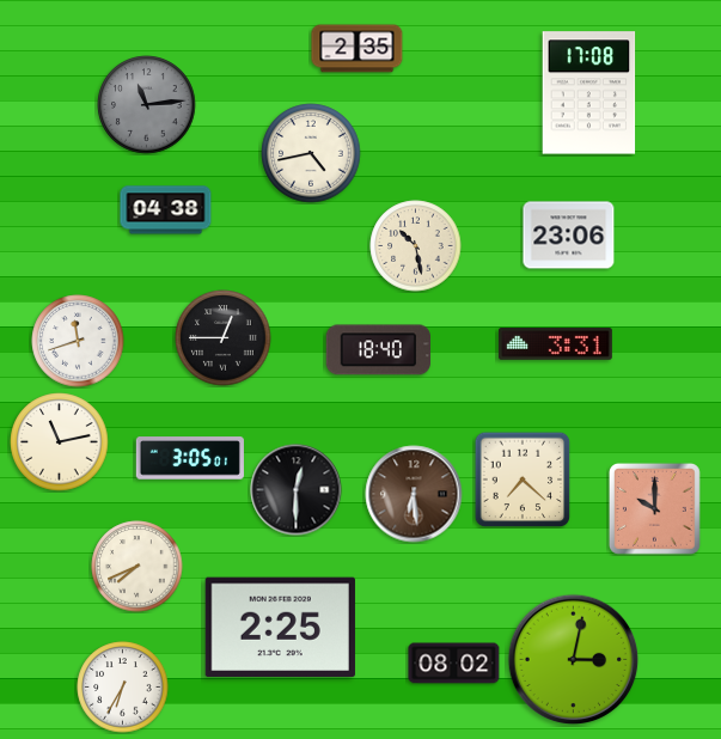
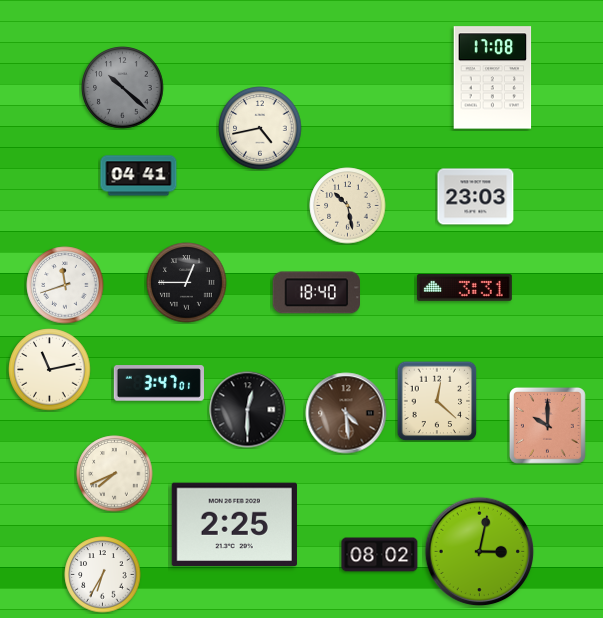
clock at (358, 49): 2:35 -> none
clock at (147, 105): 11:14 -> 10:22
clock at (166, 210): 04:38 -> 04:41
clock at (569, 236): 23:06 -> 23:03
clock at (190, 458): 3:05 -> 3:47
clock at (523, 480): 7:22 -> 12:22
clock at (414, 494): 6:29 -> 4:29
